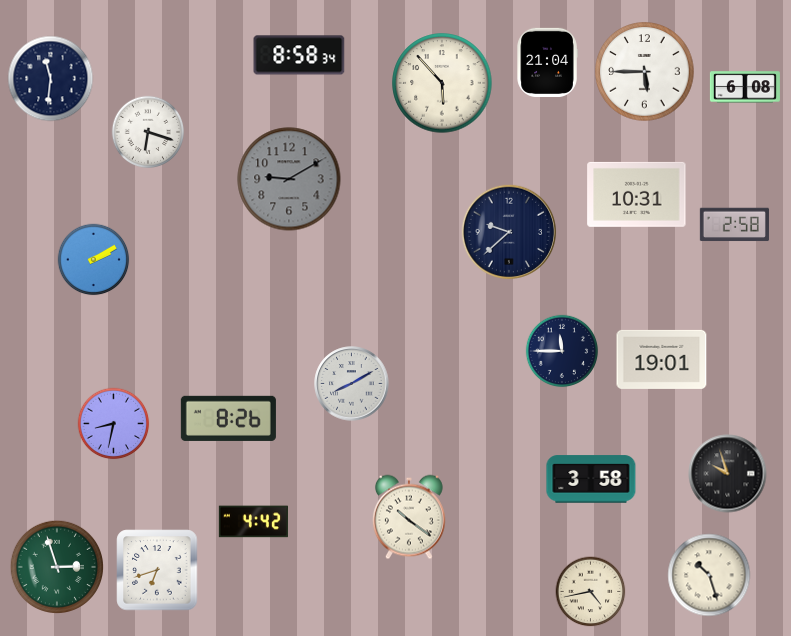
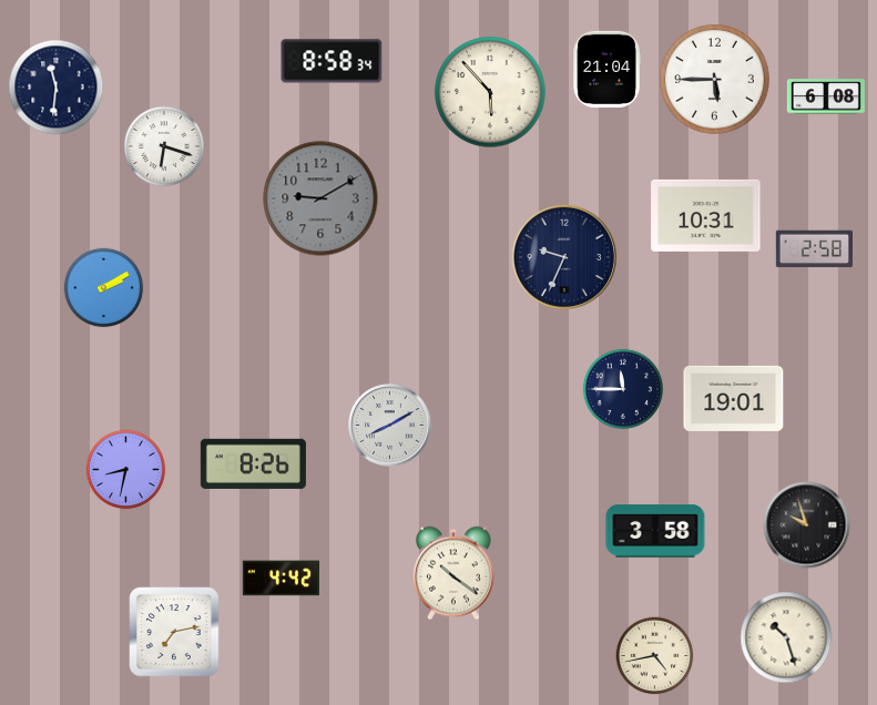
clock at (508, 231): 9:38 -> 9:34
clock at (57, 567): 2:57 -> none
clock at (157, 570): 6:42 -> 7:13
